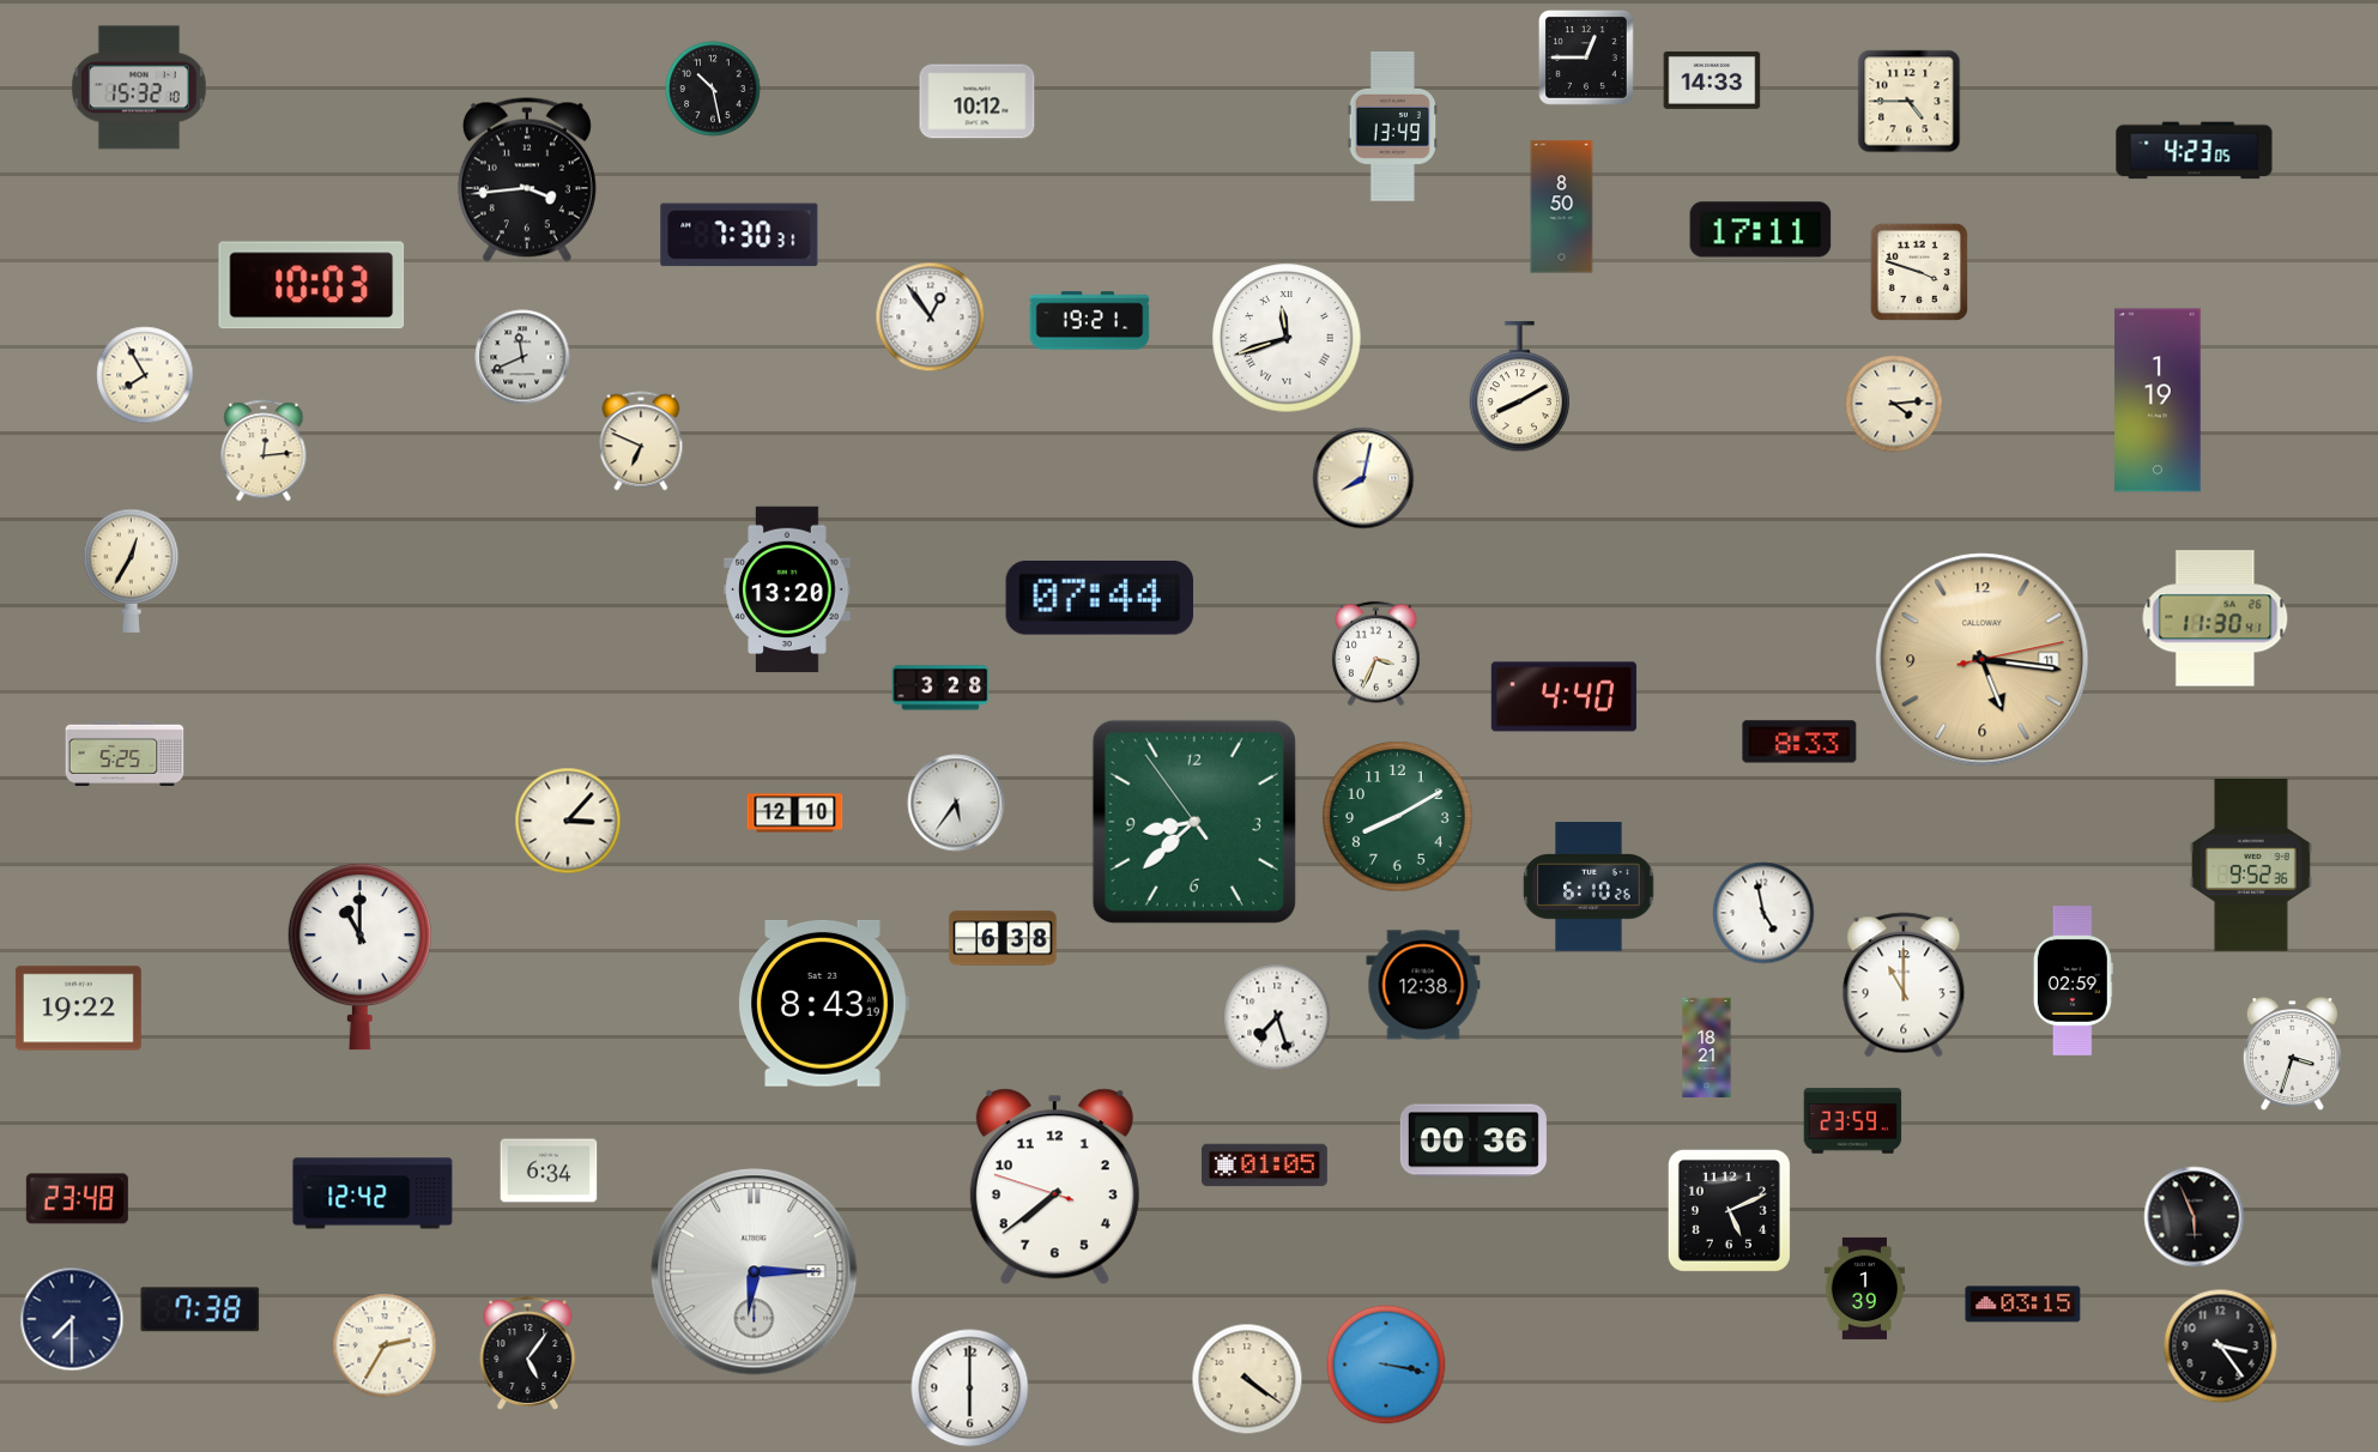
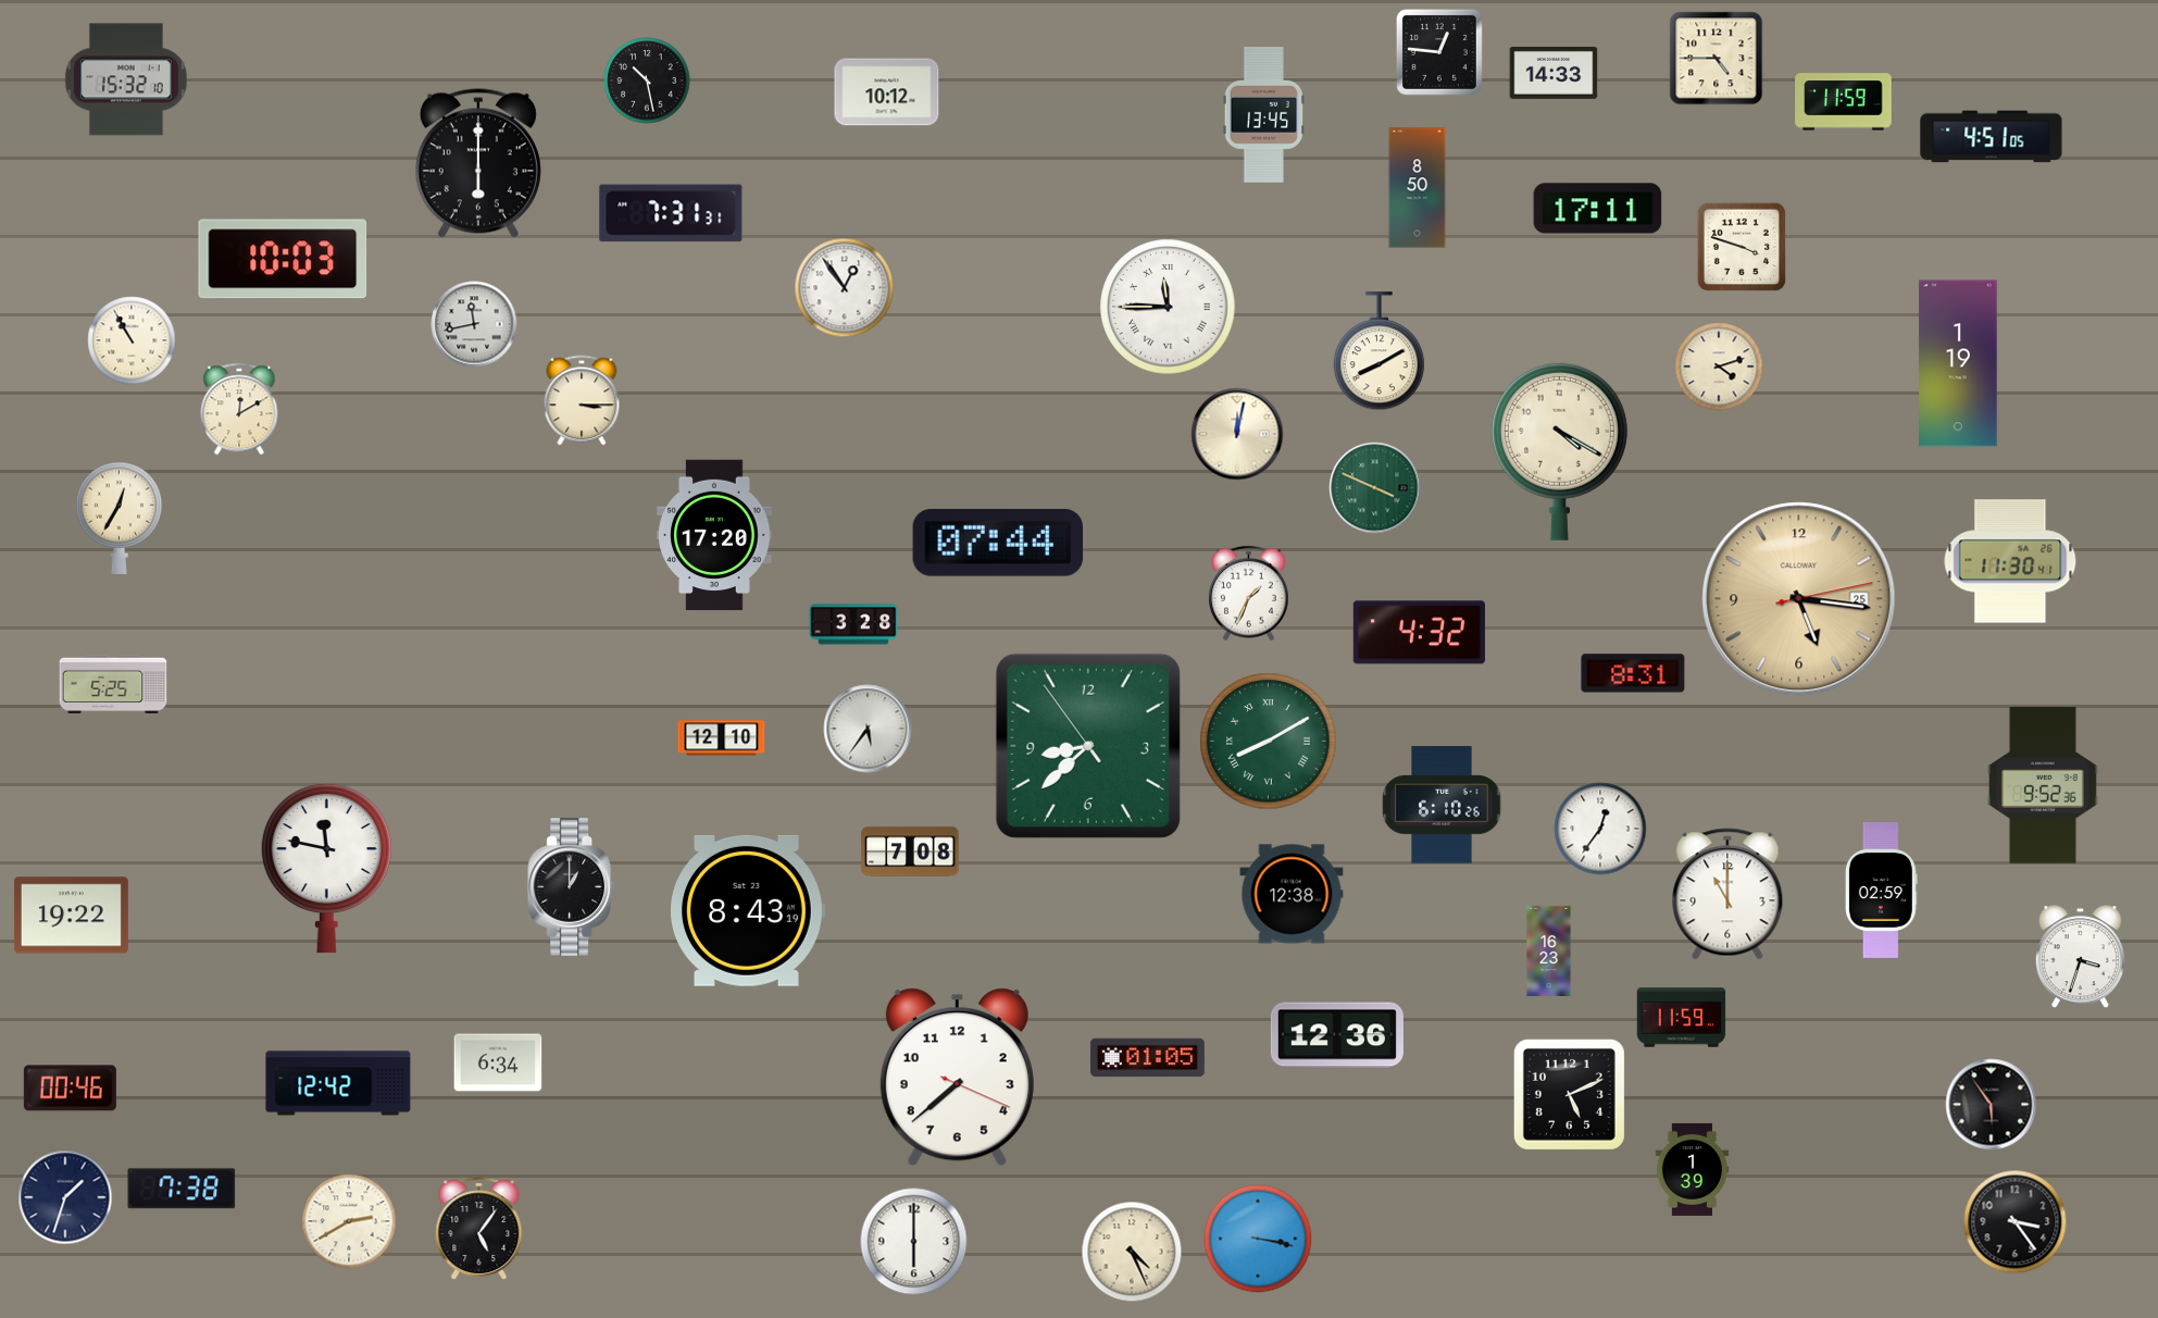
clock at (1586, 58): 12:45 -> 12:46
clock at (1910, 102) position: (1910, 102) -> (1717, 59)
clock at (1844, 102): none -> 11:59
clock at (1393, 127): 13:49 -> 13:45
clock at (2195, 151): 4:23 -> 4:51
clock at (527, 180): 3:44 -> 6:00
clock at (739, 235): 7:30 -> 7:31
clock at (1090, 321): 19:21 -> none
clock at (1287, 338): 11:42 -> 11:45
clock at (522, 357): 11:41 -> 11:43
clock at (145, 375): 7:55 -> 10:55
clock at (1894, 404): 4:14 -> 4:12
clock at (641, 441): 6:49 -> 3:15
clock at (264, 450): 12:14 -> 12:10
clock at (1363, 478): 8:02 -> 12:02
clock at (1559, 451): none -> 4:20
clock at (1375, 488): none -> 3:49
clock at (787, 589): 13:20 -> 17:20
clock at (1376, 654): 3:34 -> 1:34
clock at (1983, 660) date: 11 -> 25
clock at (1563, 697): 4:40 -> 4:32
clock at (1799, 742): 8:33 -> 8:31
clock at (1398, 817) numerals: Arabic -> Roman
clock at (568, 821): 3:07 -> none
clock at (1194, 822) position: (1194, 822) -> (1088, 746)
clock at (1763, 913): 4:58 -> 12:36
clock at (1003, 938): 6:38 -> 7:08
clock at (359, 956): 11:00 -> 11:47
clock at (571, 887): none -> 1:00
clock at (1277, 1017): 7:27 -> none
clock at (1707, 1048): 18:21 -> 16:23
clock at (1853, 1121): 23:59 -> 11:59
clock at (1474, 1141): 00:36 -> 12:36
clock at (1054, 1187): 7:38:48 -> 7:38:19
clock at (77, 1199): 23:48 -> 00:46
clock at (1729, 1210) position: (1729, 1210) -> (1569, 1094)
clock at (2195, 1217): 5:56 -> 5:54
clock at (755, 1272): 6:15 -> none
clock at (2023, 1305): 03:15 -> none
clock at (72, 1319): 7:30 -> 1:33
clock at (385, 1345): 2:35 -> 2:40
clock at (1247, 1379): 4:21 -> 4:26
clock at (970, 1389) position: (970, 1389) -> (914, 1242)
